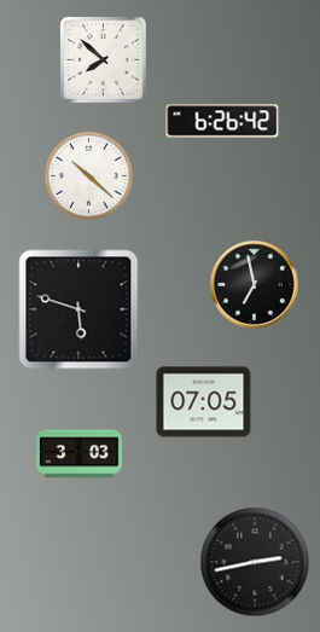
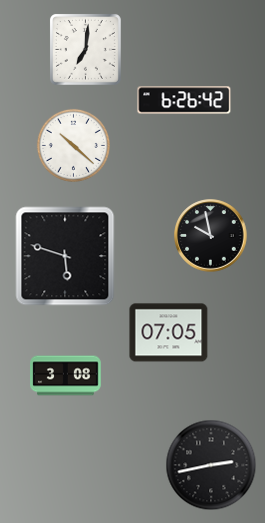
clock at (103, 59): 7:52 -> 7:01
clock at (255, 285): 6:58 -> 9:58
clock at (80, 454): 3:03 -> 3:08
